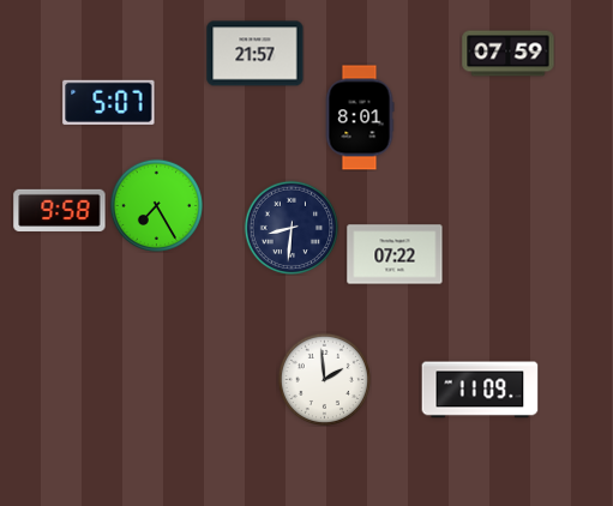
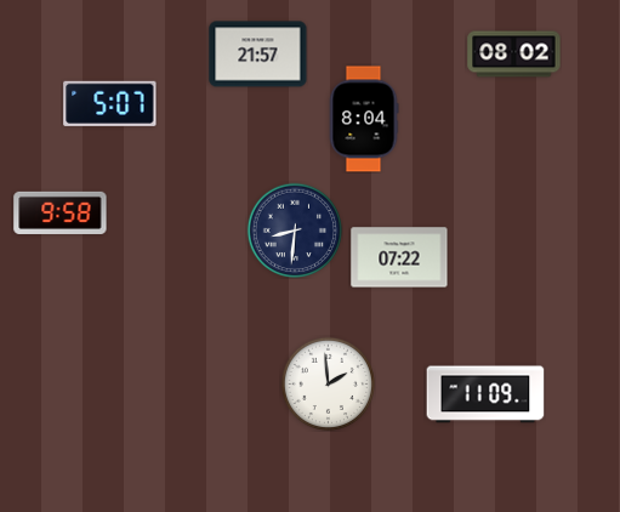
clock at (509, 54): 07:59 -> 08:02
clock at (360, 118): 8:01 -> 8:04
clock at (156, 205): 7:25 -> none
